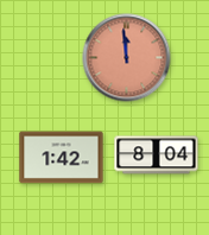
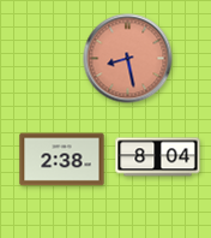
clock at (127, 58): 11:59 -> 8:28
clock at (62, 158): 1:42 -> 2:38
